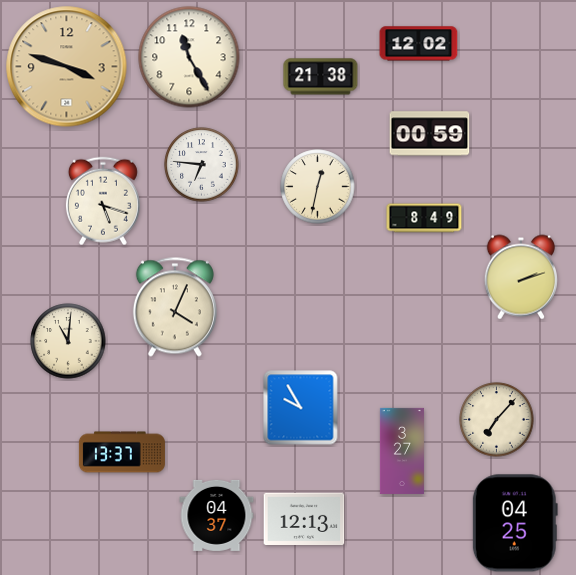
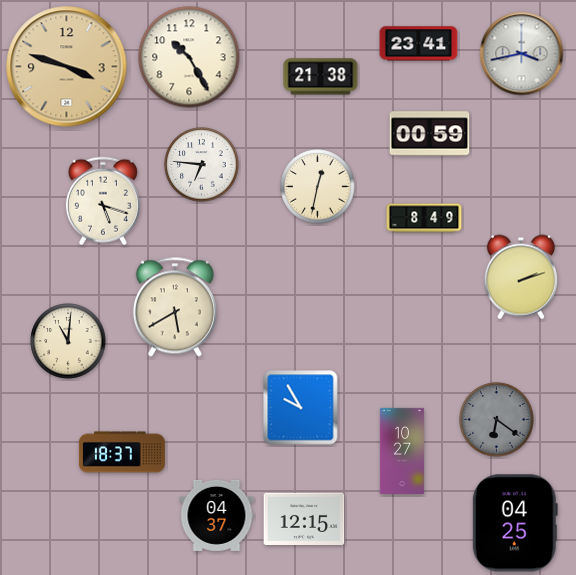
clock at (419, 44): 12:02 -> 23:41
clock at (522, 54): none -> 3:43
clock at (189, 57): 11:25 -> 10:25
clock at (175, 307): 4:04 -> 5:40
clock at (497, 420): 7:07 -> 6:21
clock at (497, 420) dial: cream -> grey
clock at (402, 451): 3:27 -> 10:27
clock at (122, 452): 13:37 -> 18:37
clock at (304, 518): 12:13 -> 12:15
